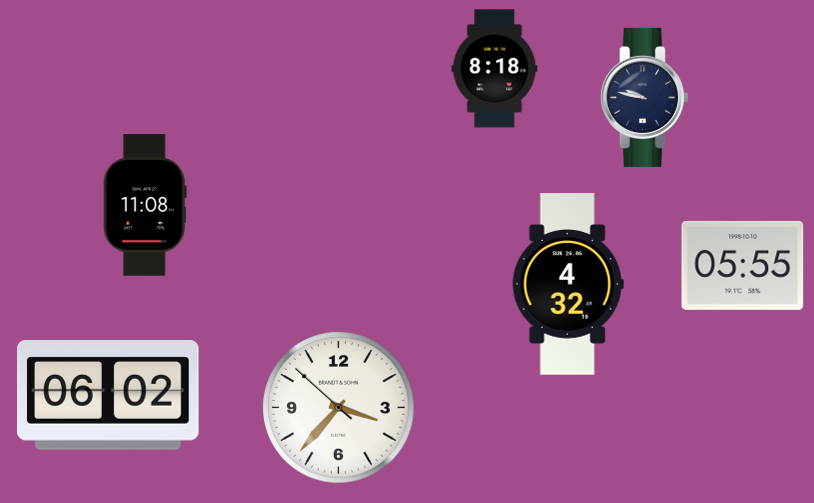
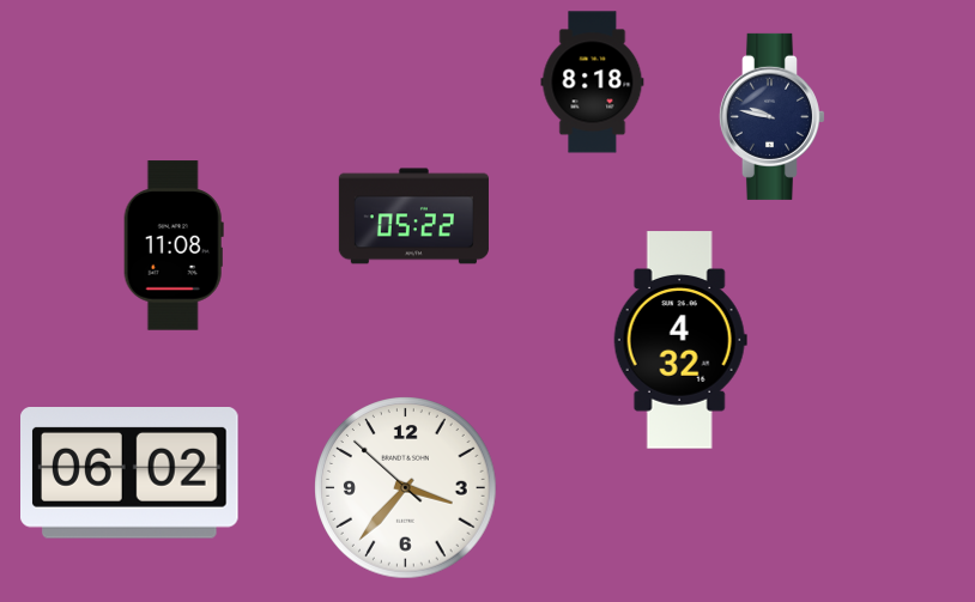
clock at (413, 217): none -> 05:22
clock at (743, 265): 05:55 -> none
